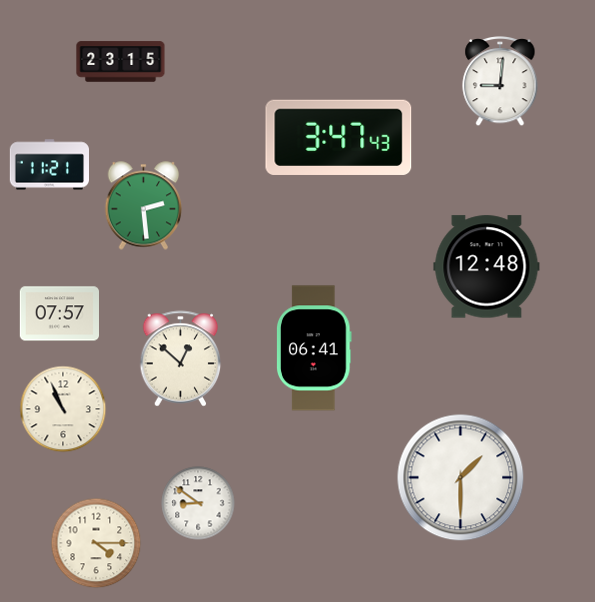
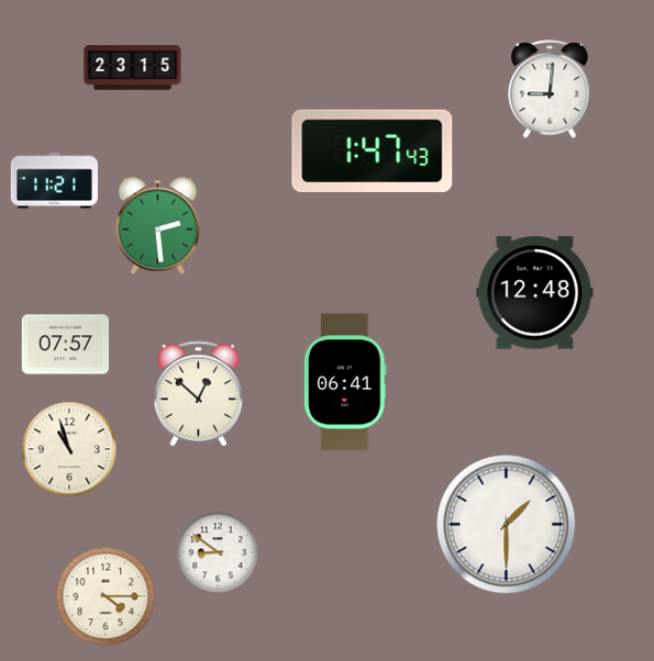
clock at (339, 137): 3:47 -> 1:47
clock at (63, 409): 10:56 -> 10:57
